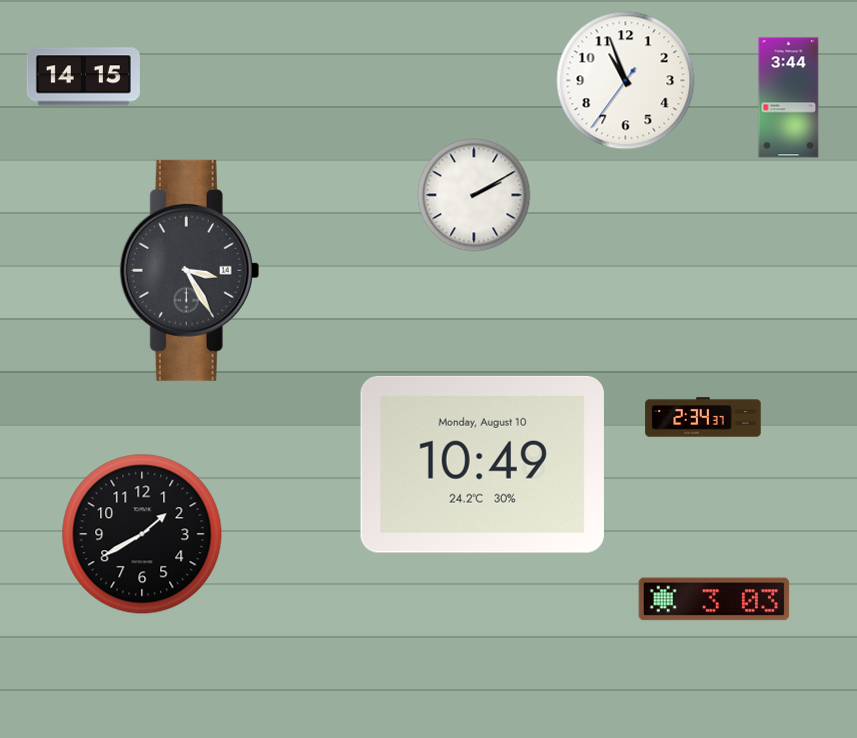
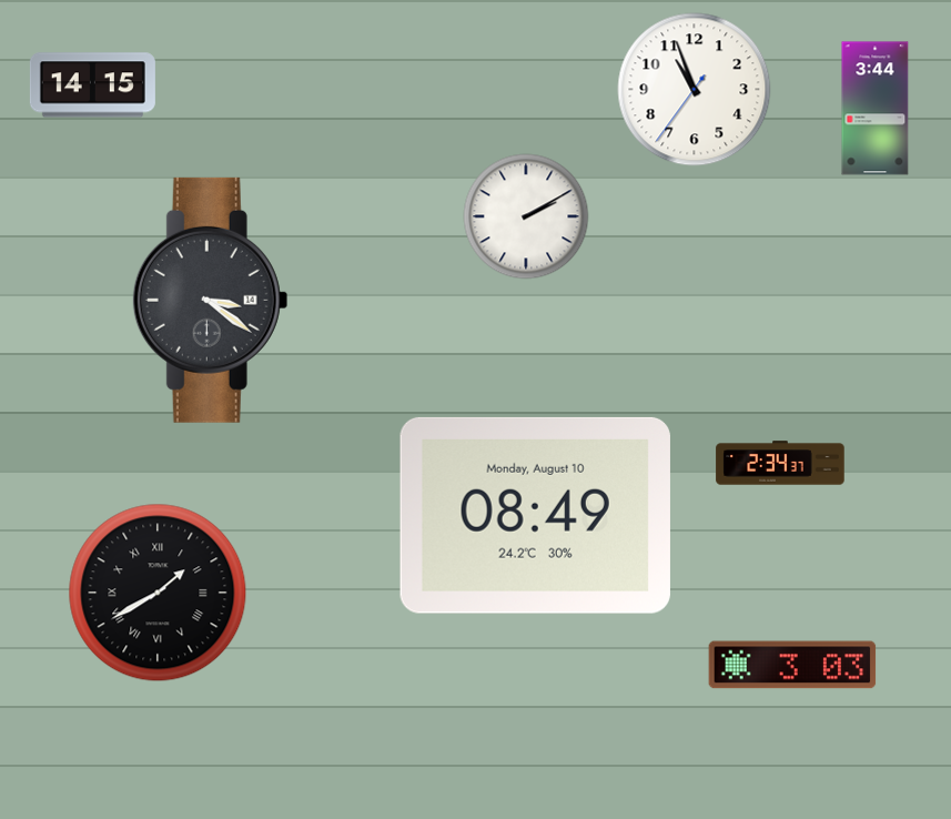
clock at (190, 270): 3:25 -> 3:21
clock at (482, 464): 10:49 -> 08:49
clock at (142, 534) numerals: Arabic -> Roman
